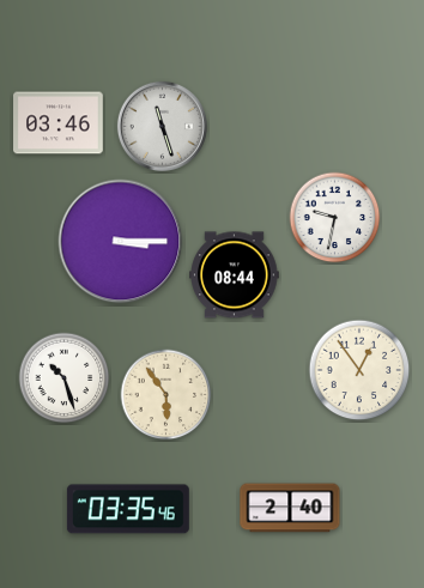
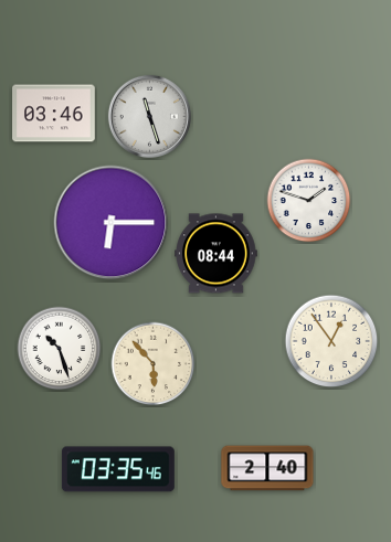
clock at (335, 218): 9:32 -> 1:48
clock at (121, 242): 3:15 -> 6:15
clock at (166, 395): 5:54 -> 5:53
